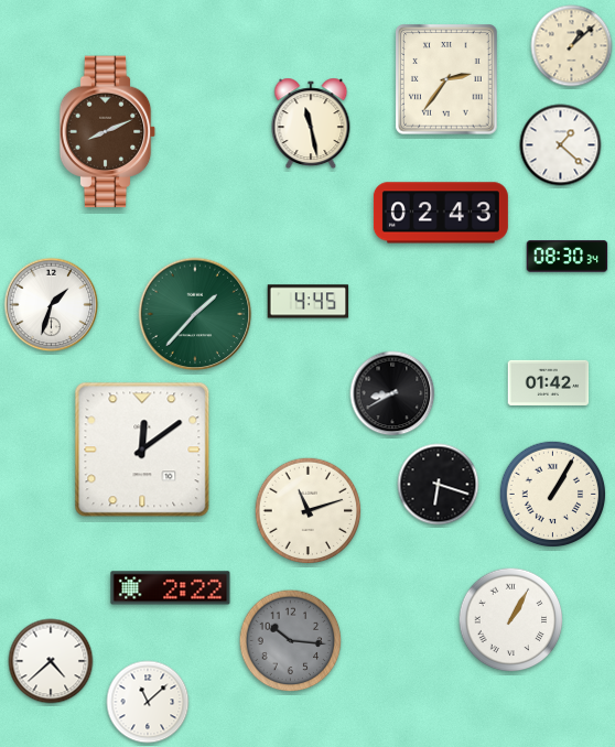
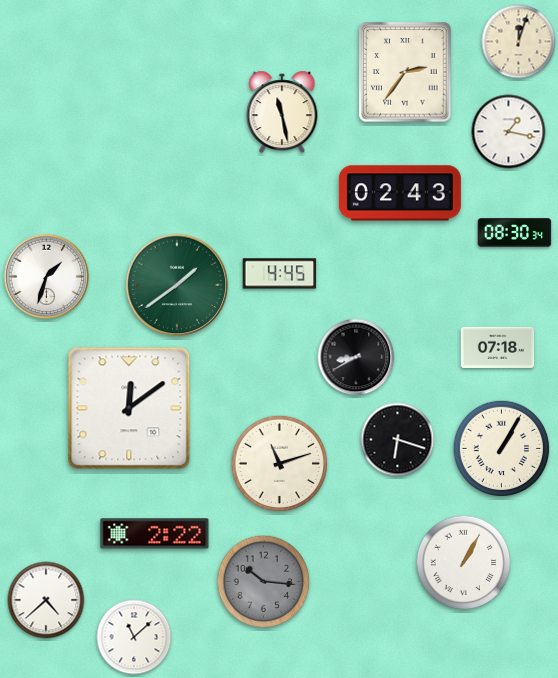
clock at (572, 46): 1:08 -> 12:03
clock at (108, 132): 8:11 -> none
clock at (561, 145): 1:22 -> 1:17
clock at (195, 314): 1:37 -> 1:39
clock at (549, 382): 01:42 -> 07:18
